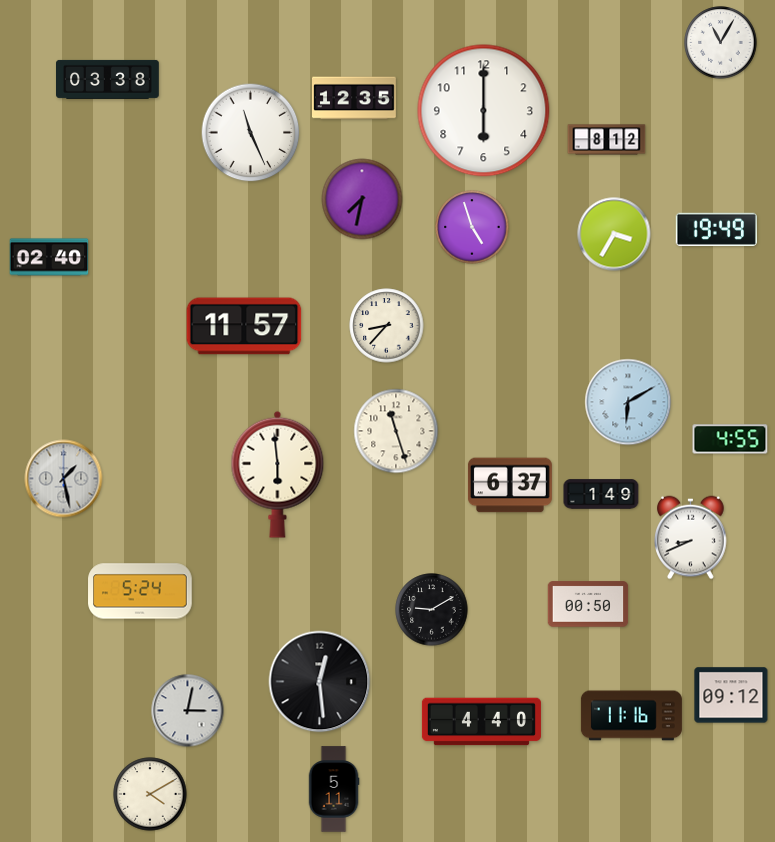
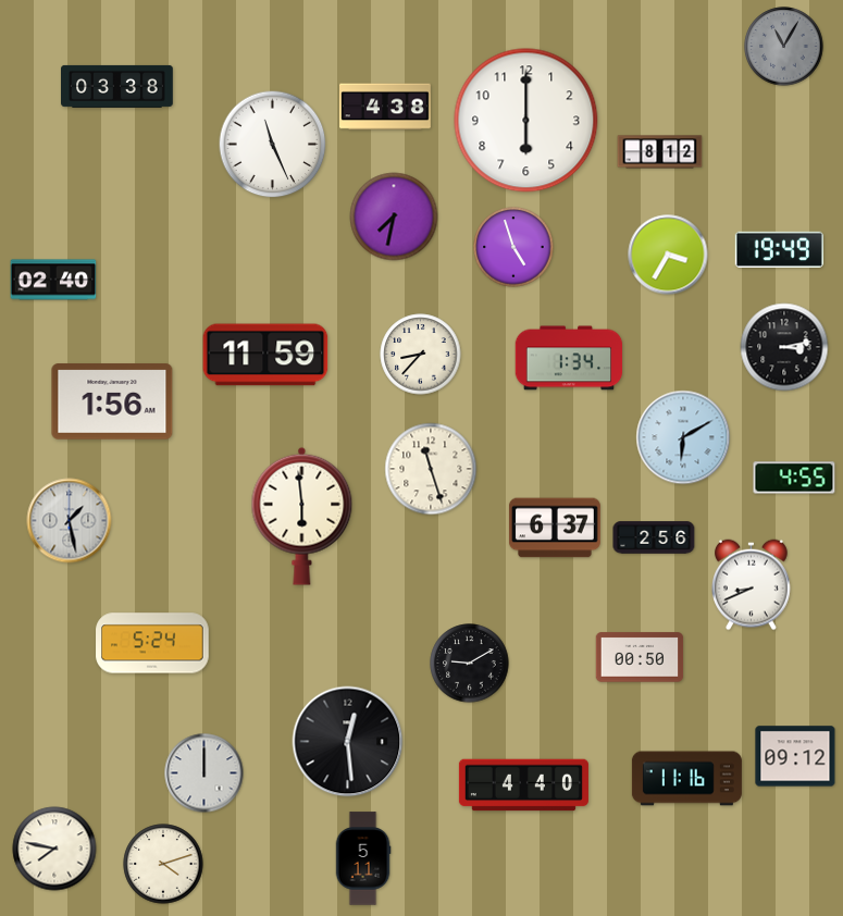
clock at (721, 43) dial: white -> grey
clock at (355, 98): 12:35 -> 4:38
clock at (784, 347): none -> 3:13
clock at (244, 326): 11:57 -> 11:59
clock at (569, 358): none -> 1:34
clock at (112, 401): none -> 1:56
clock at (601, 494): 1:49 -> 2:56
clock at (188, 711): 3:02 -> 12:00
clock at (54, 849): none -> 7:47
clock at (150, 794): 4:10 -> 4:12
